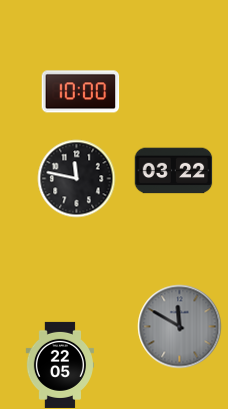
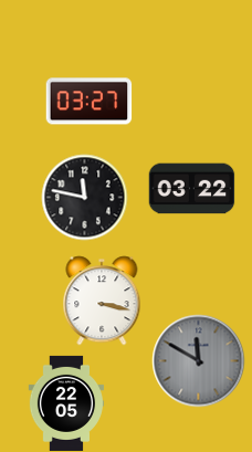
clock at (80, 92): 10:00 -> 03:27
clock at (102, 301): none -> 3:17
